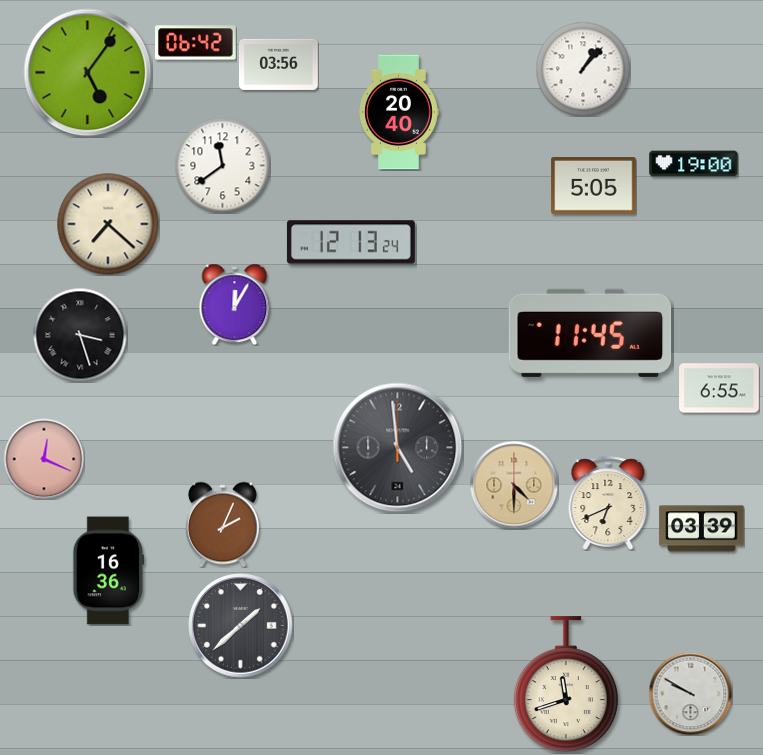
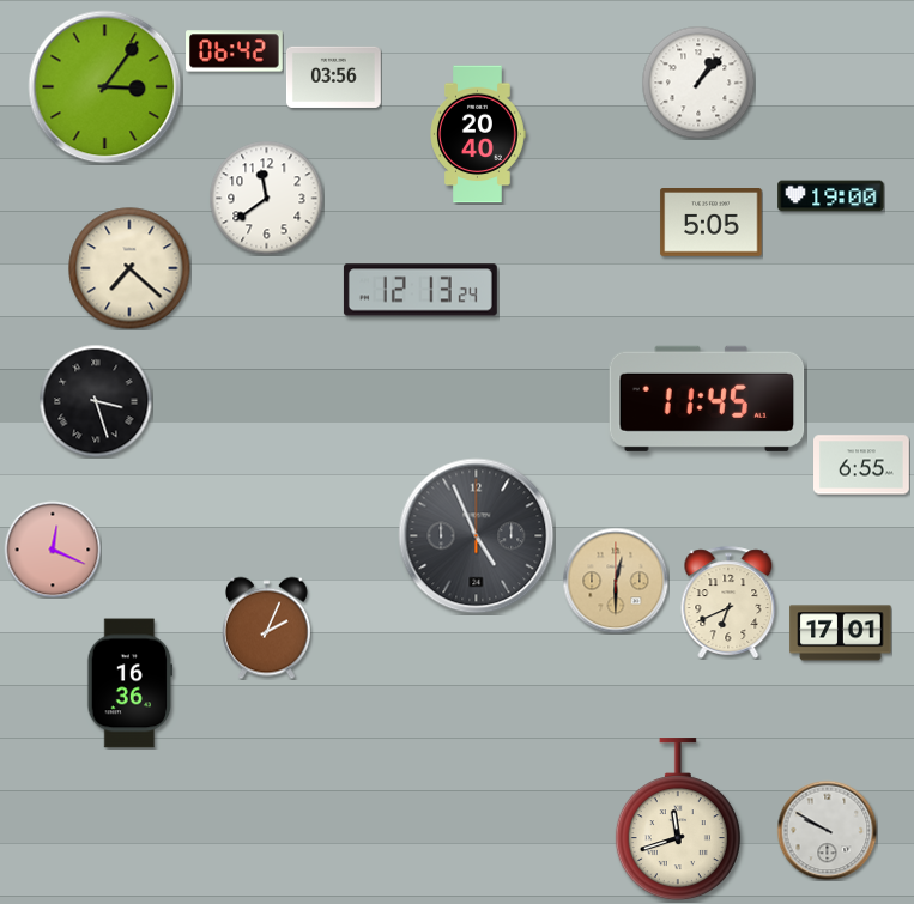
clock at (88, 73): 5:06 -> 3:06
clock at (235, 304): 12:05 -> none
clock at (398, 448): 4:59 -> 4:56
clock at (514, 485): 4:30 -> 12:30
clock at (702, 529): 03:39 -> 17:01
clock at (241, 626): 1:38 -> none
